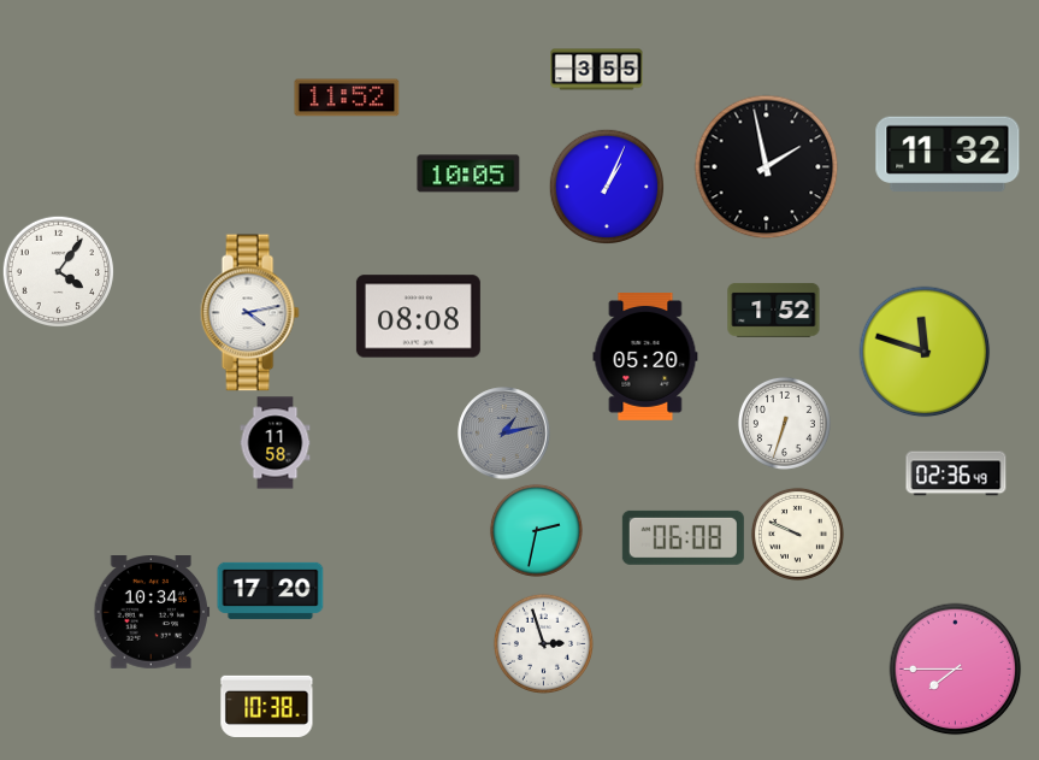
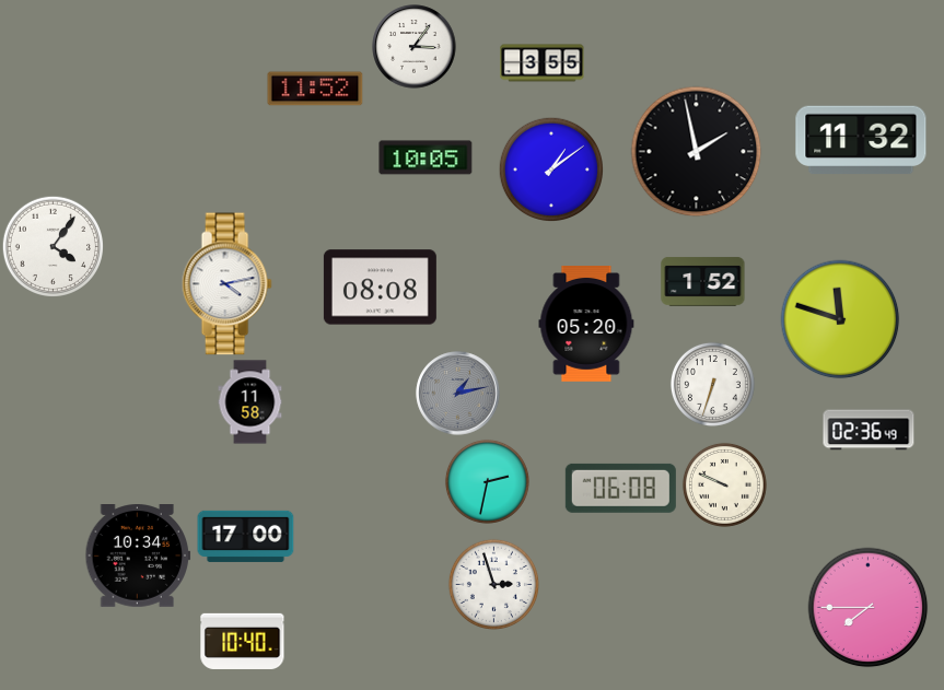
clock at (415, 47): none -> 3:06
clock at (606, 185): 1:04 -> 1:09
clock at (271, 590): 17:20 -> 17:00
clock at (267, 706): 10:38 -> 10:40
